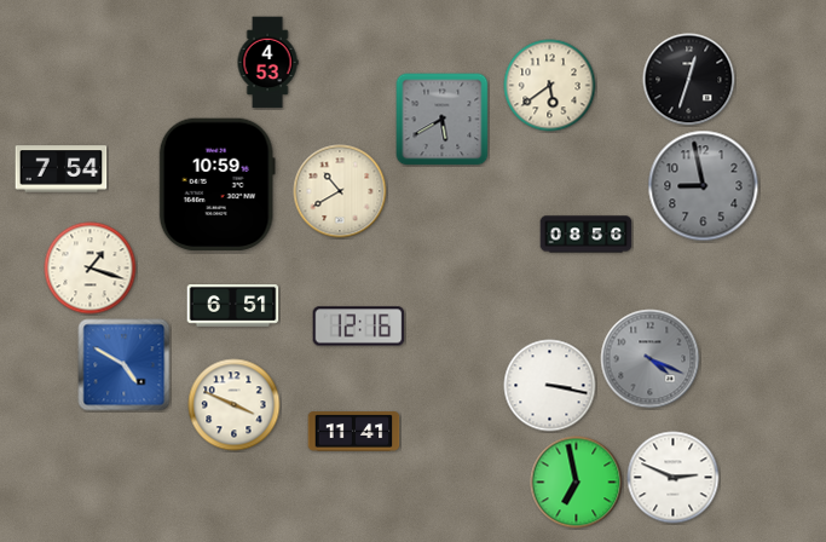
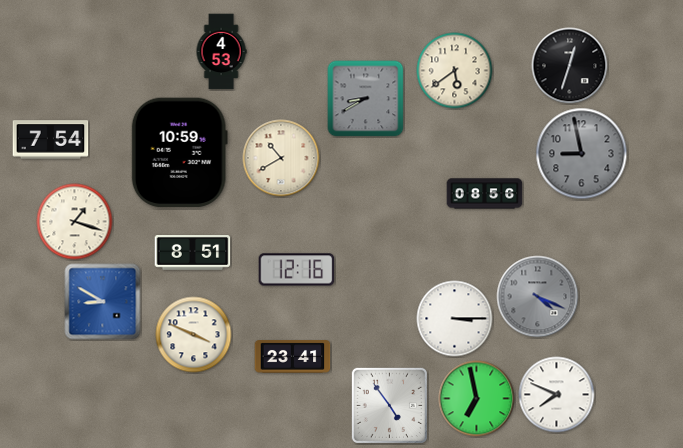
clock at (443, 120): 5:40 -> 8:40
clock at (233, 306): 6:51 -> 8:51
clock at (125, 365): 4:50 -> 8:50
clock at (550, 386): 3:17 -> 3:15
clock at (354, 432): 11:41 -> 23:41
clock at (674, 478): 2:49 -> 7:49
clock at (389, 405): none -> 4:54
